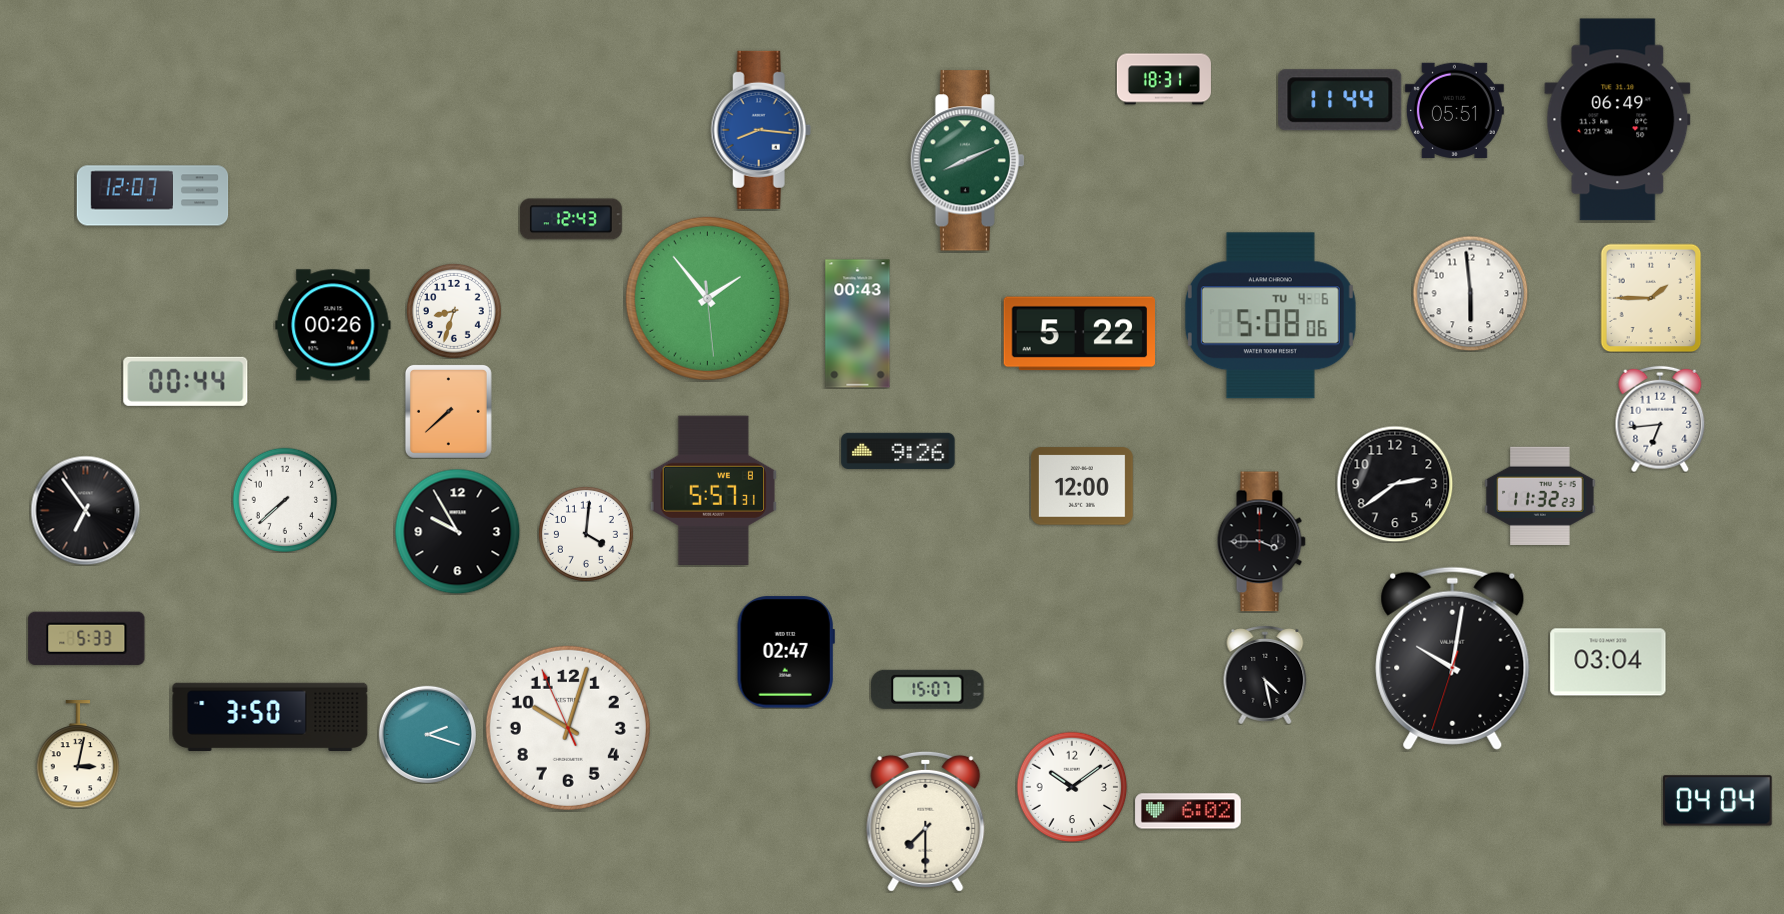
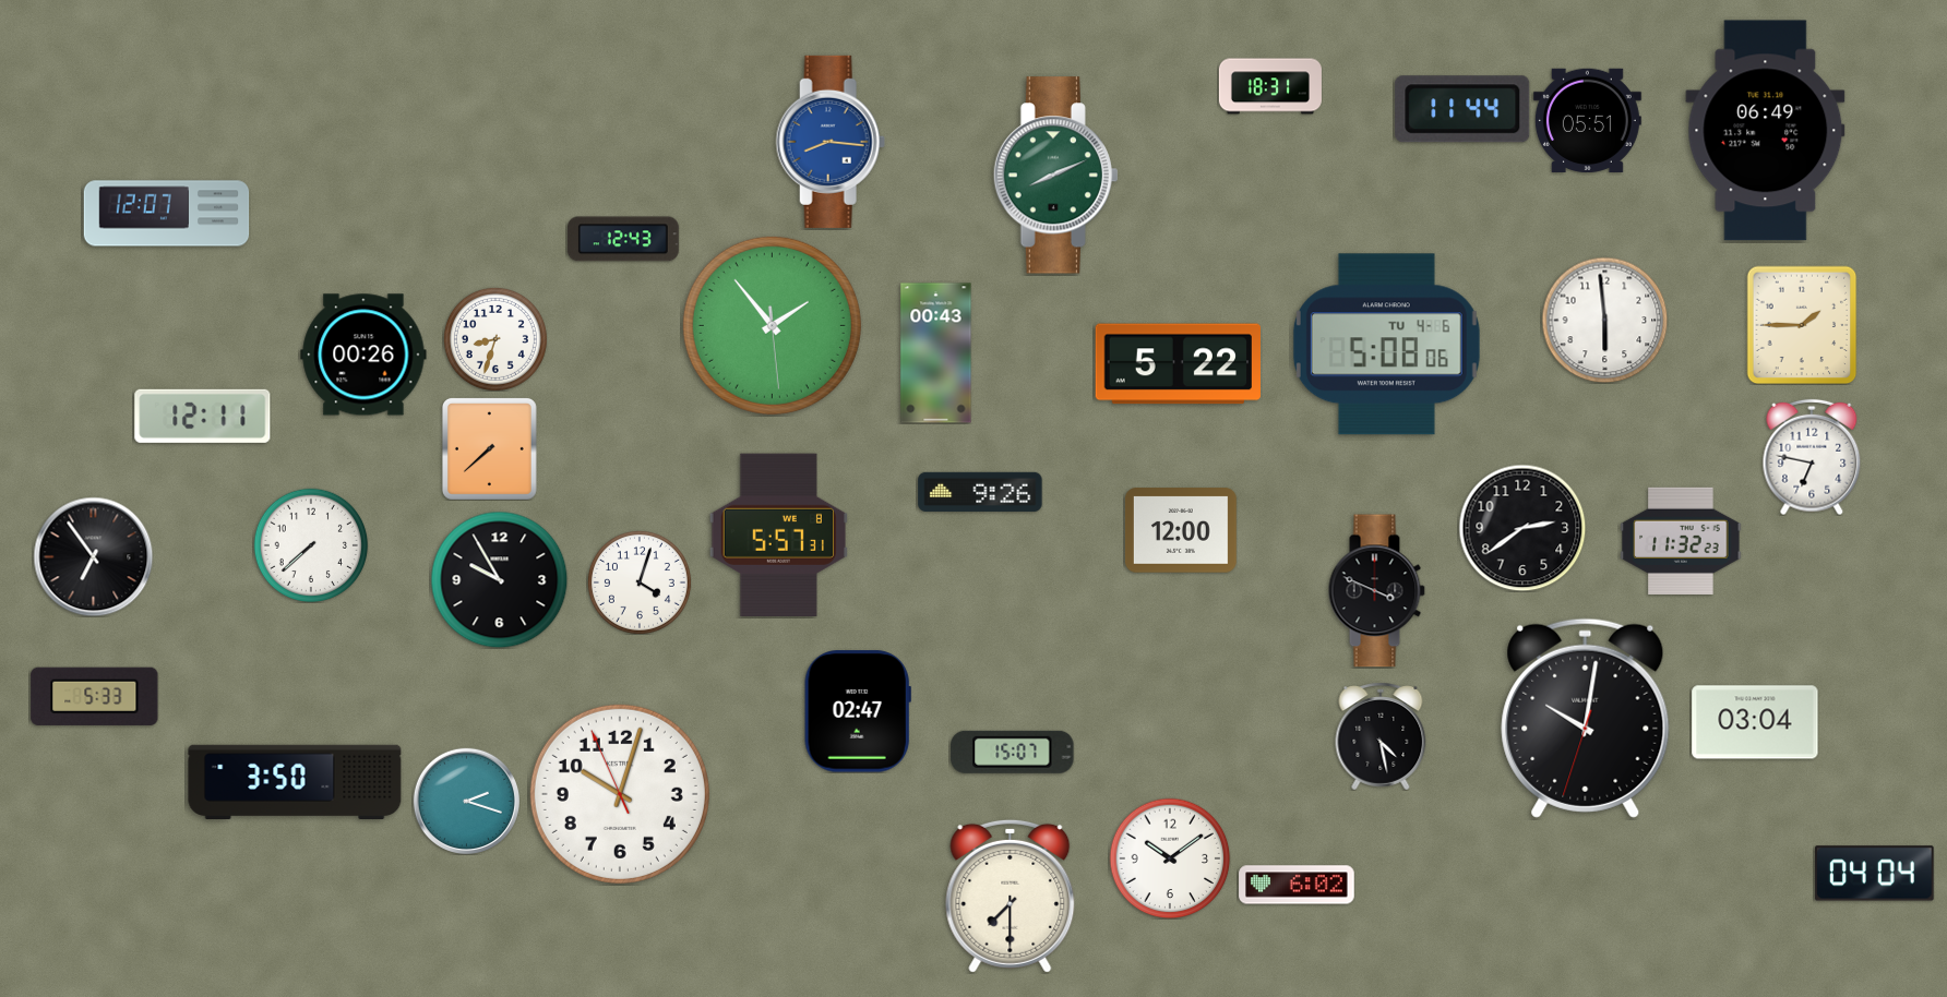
clock at (186, 381): 00:44 -> 12:11
clock at (1660, 419): 6:44 -> 6:47
clock at (586, 534): 4:01 -> 4:03
clock at (1261, 542): 3:45 -> 3:49
clock at (78, 754): 3:02 -> none
